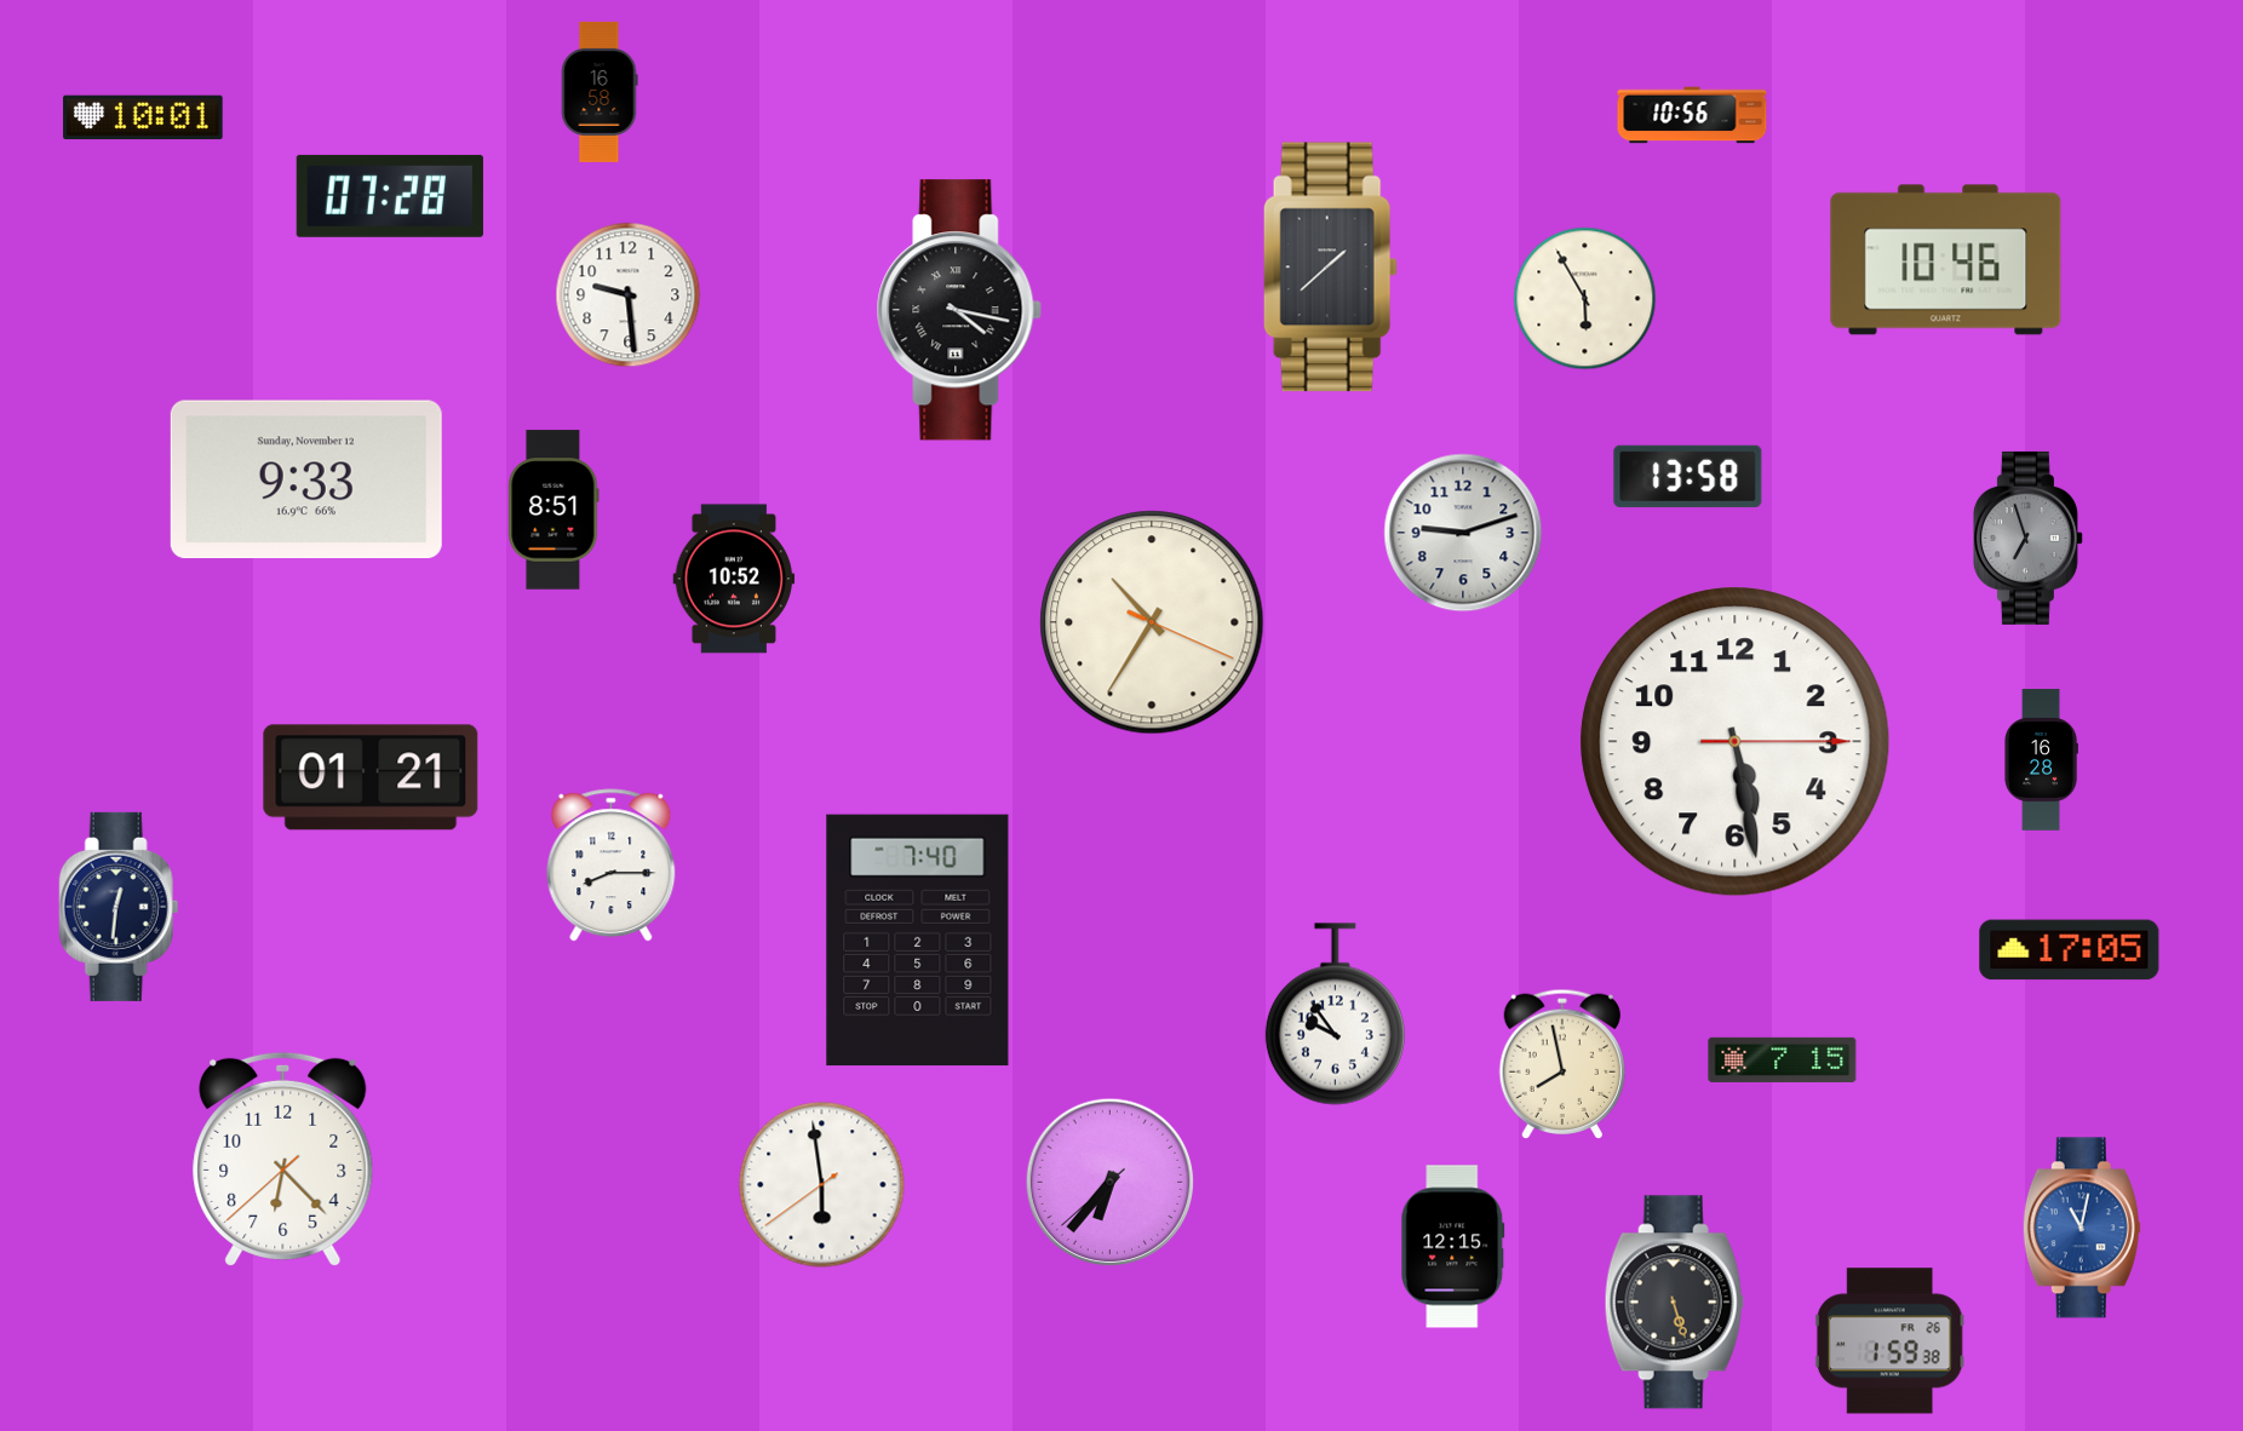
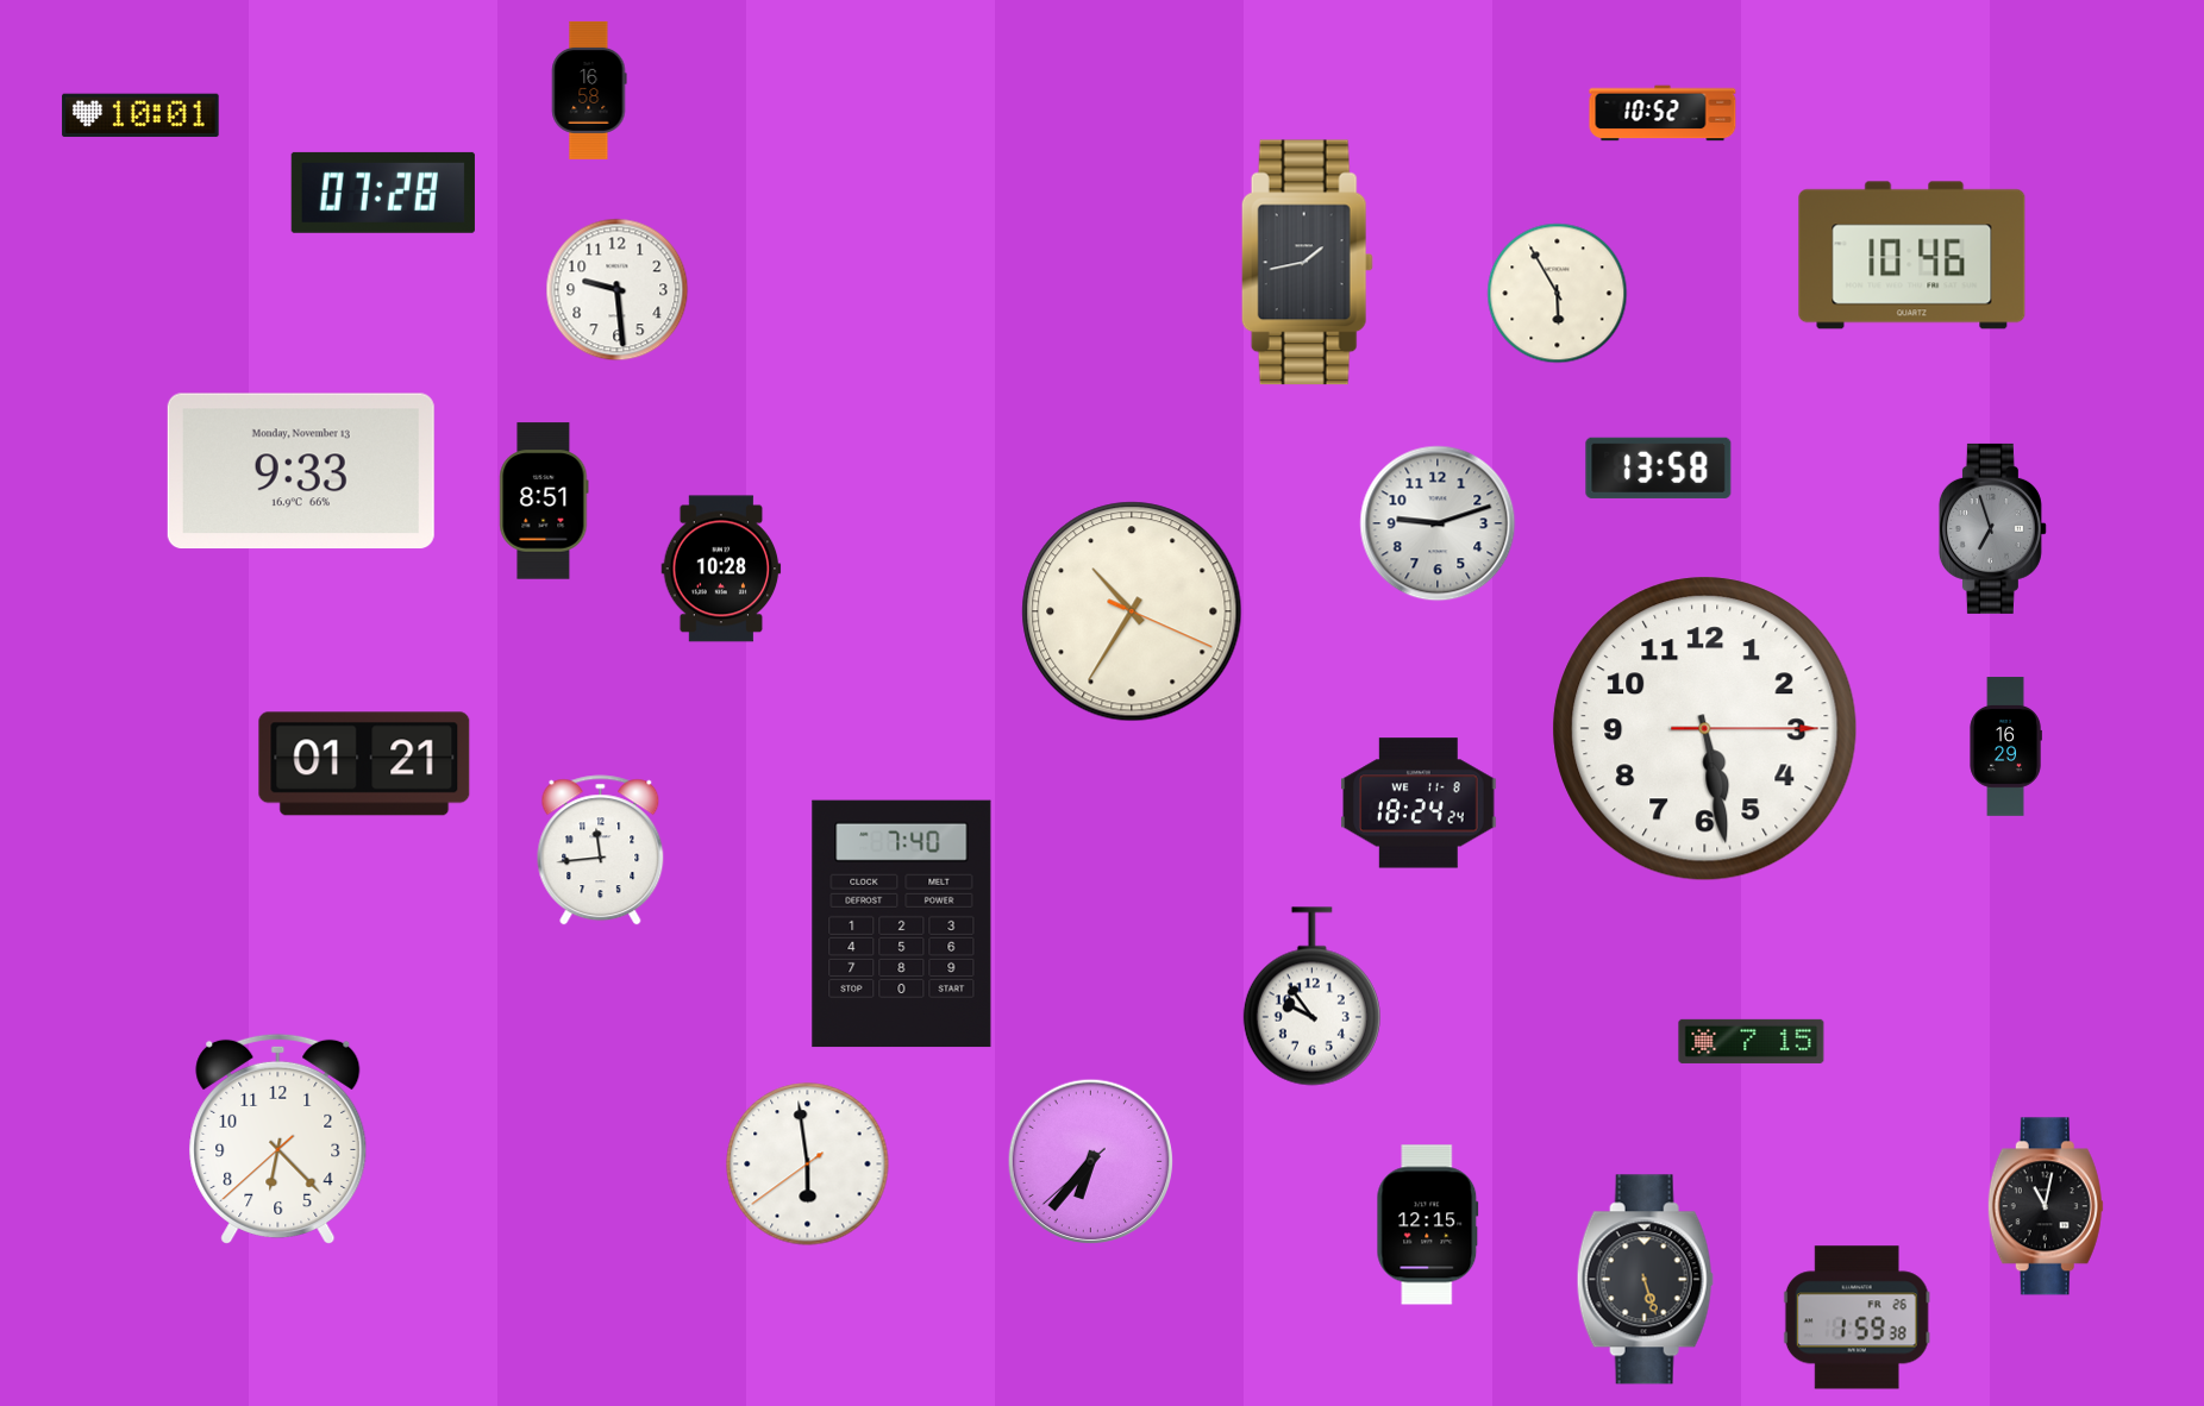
clock at (1692, 115): 10:56 -> 10:52
clock at (1330, 268): 1:38 -> 1:43
clock at (959, 310): 4:17 -> none
clock at (306, 479) date: Sunday, November 12 -> Monday, November 13
clock at (734, 579): 10:52 -> 10:28
clock at (2041, 760): 16:28 -> 16:29
clock at (1419, 803): none -> 18:24
clock at (612, 866): 8:15 -> 11:44
clock at (119, 907): 12:31 -> none
clock at (2070, 950): 17:05 -> none
clock at (1562, 1063): 7:58 -> none
clock at (2082, 1228) dial: blue -> black
